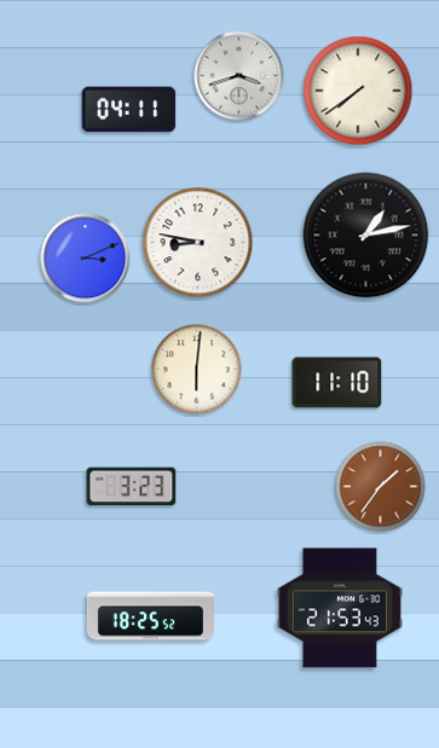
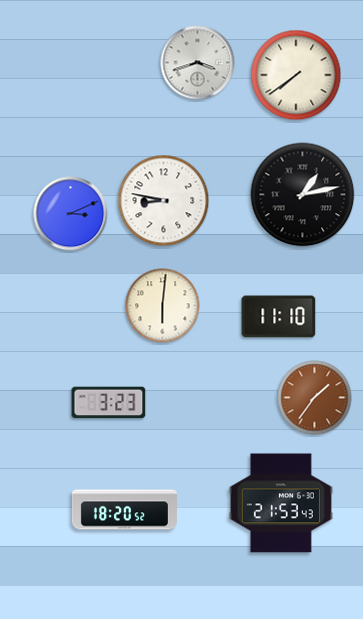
clock at (129, 110): 04:11 -> none
clock at (381, 487) position: (381, 487) -> (315, 398)
clock at (150, 616): 18:25 -> 18:20
